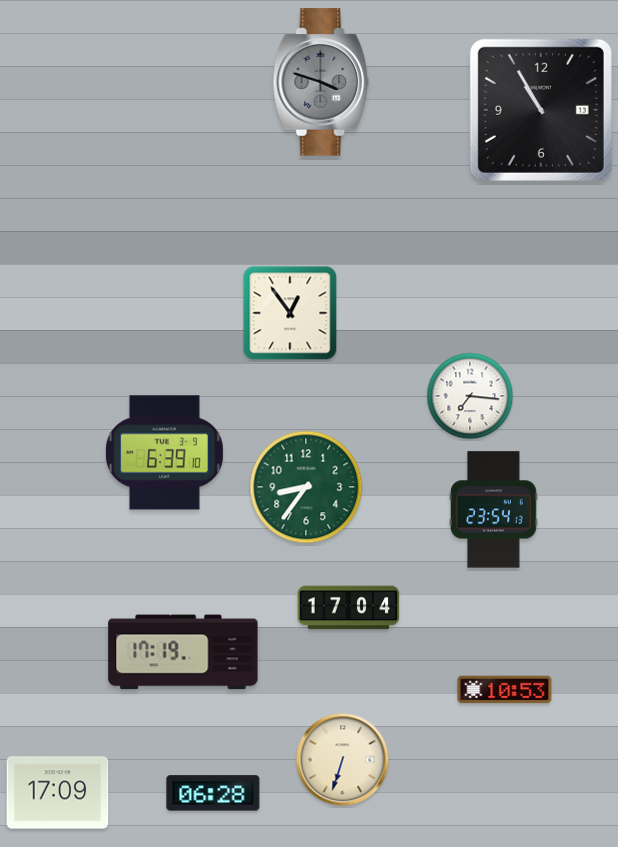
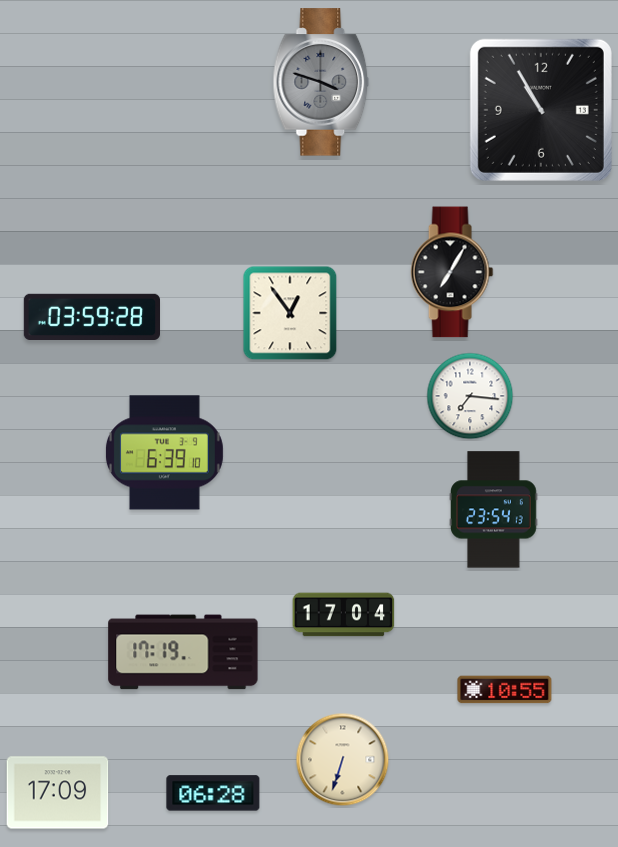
clock at (452, 272): none -> 7:05
clock at (91, 317): none -> 03:59
clock at (306, 487): 8:36 -> none
clock at (349, 608) position: (349, 608) -> (344, 615)
clock at (505, 690): 10:53 -> 10:55
